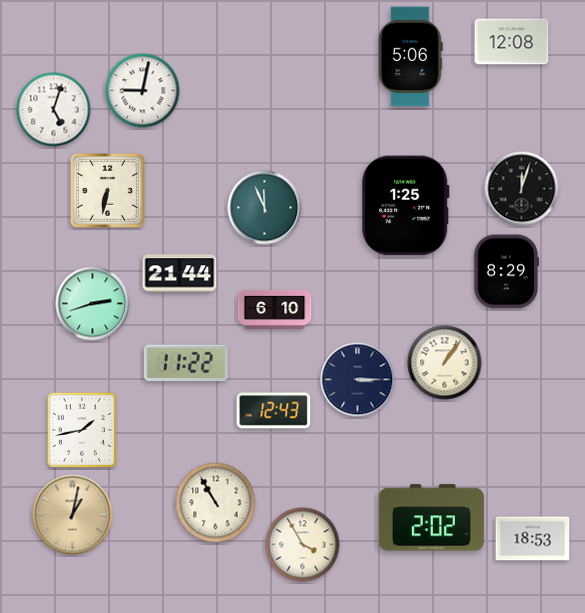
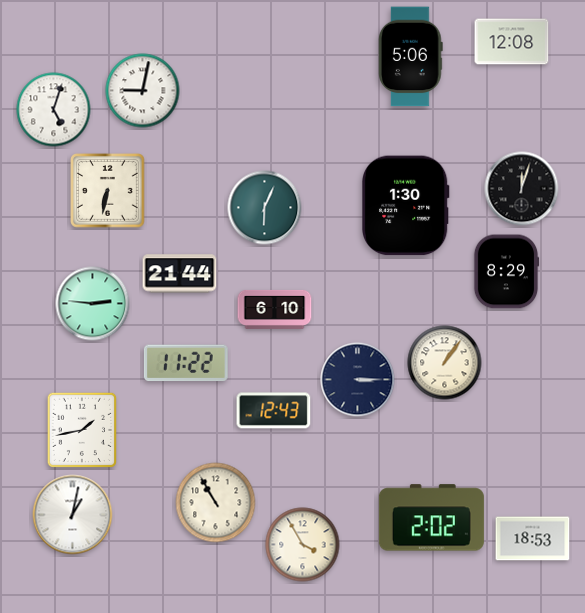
clock at (406, 206): 1:25 -> 1:30
clock at (265, 208): 11:56 -> 6:04
clock at (93, 304): 2:42 -> 2:46
clock at (73, 515) dial: champagne -> white
